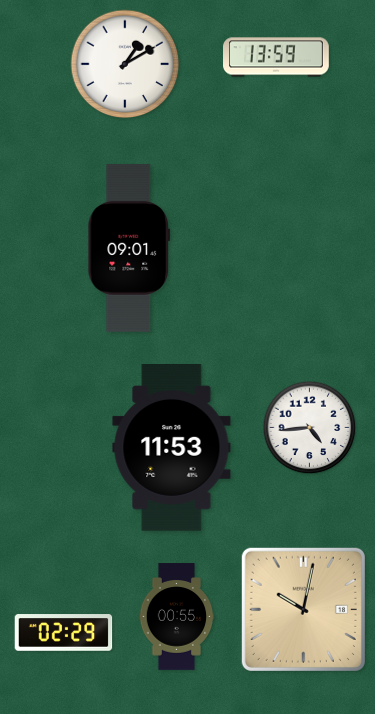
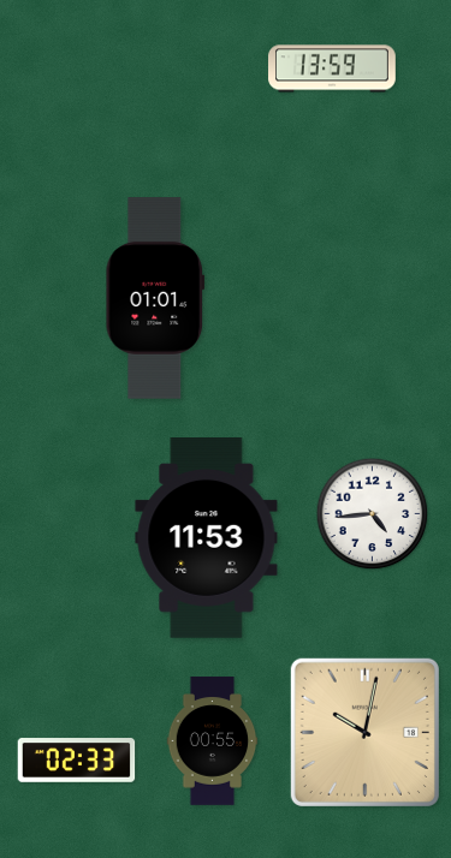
clock at (125, 64): 1:10 -> none
clock at (129, 248): 09:01 -> 01:01
clock at (64, 633): 02:29 -> 02:33
